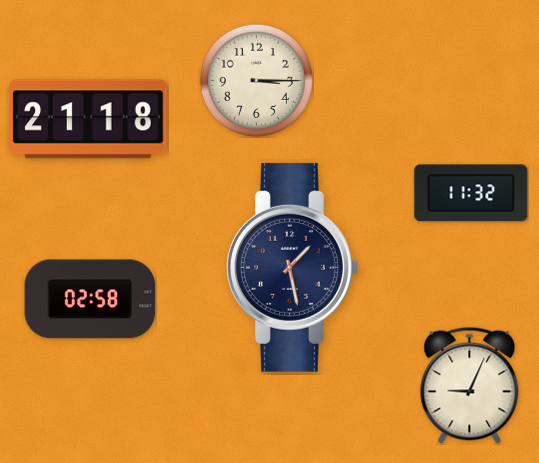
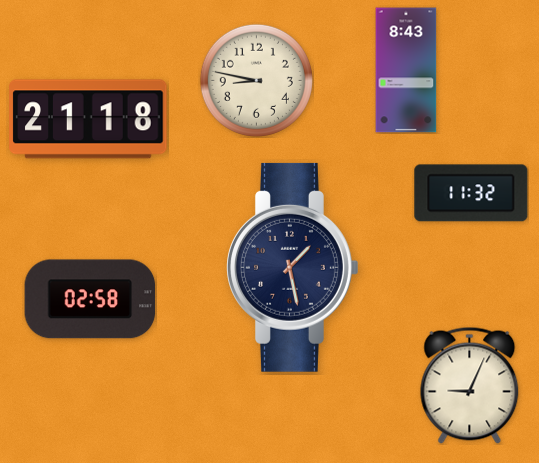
clock at (406, 70): none -> 8:43
clock at (256, 80): 3:15 -> 8:47
